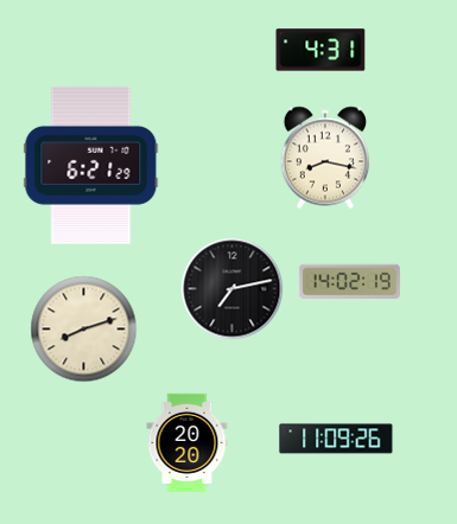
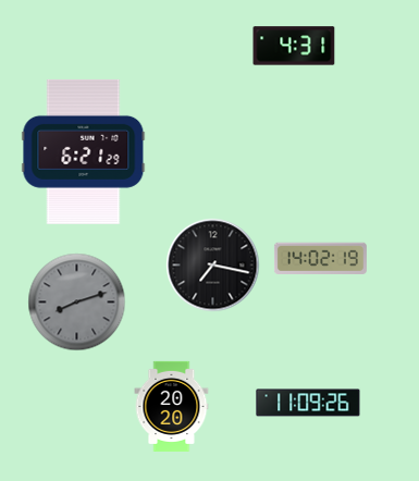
clock at (325, 158): 8:17 -> none
clock at (233, 289): 7:13 -> 7:17
clock at (84, 330) dial: cream -> grey
